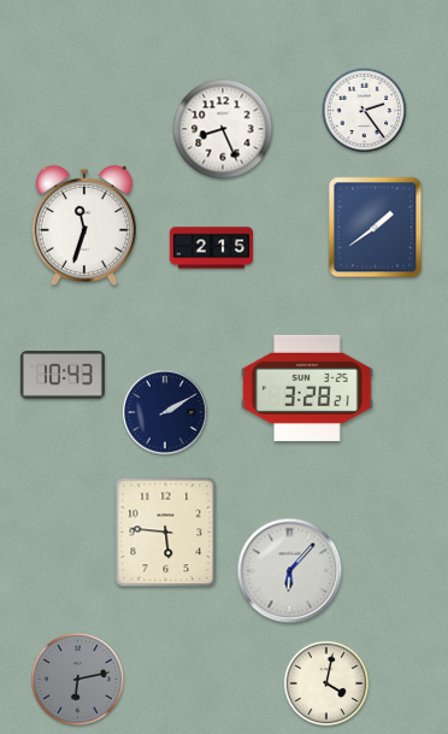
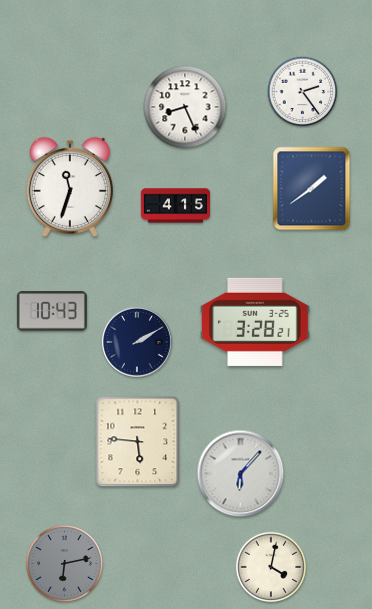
clock at (211, 248): 2:15 -> 4:15
